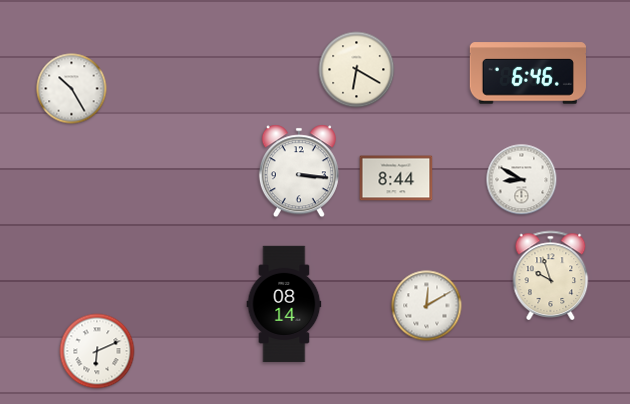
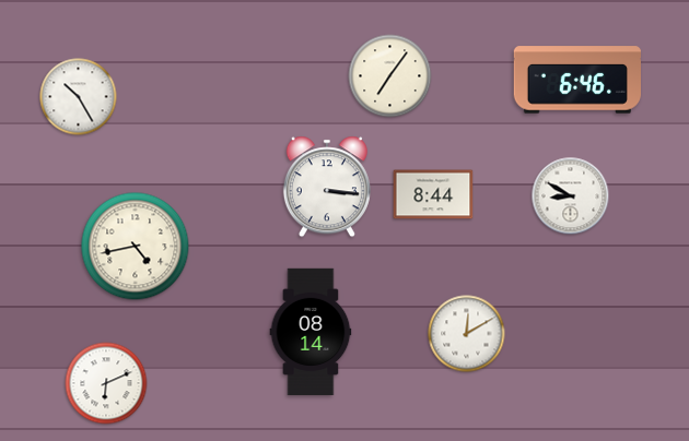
clock at (357, 70): 6:20 -> 7:06
clock at (136, 247): none -> 4:43
clock at (551, 275): 9:57 -> none
